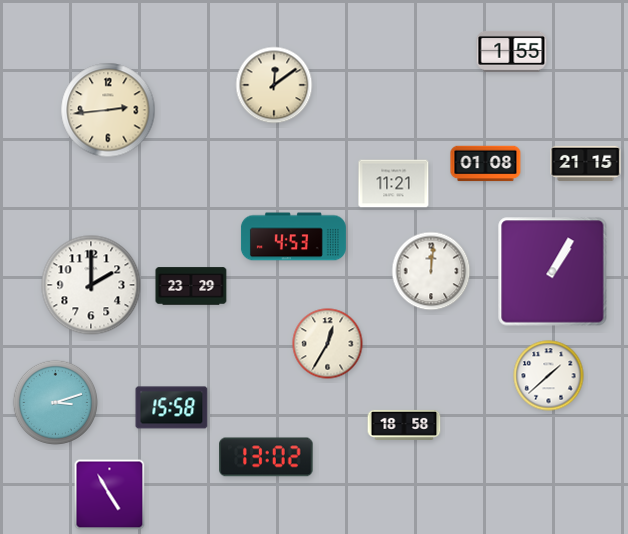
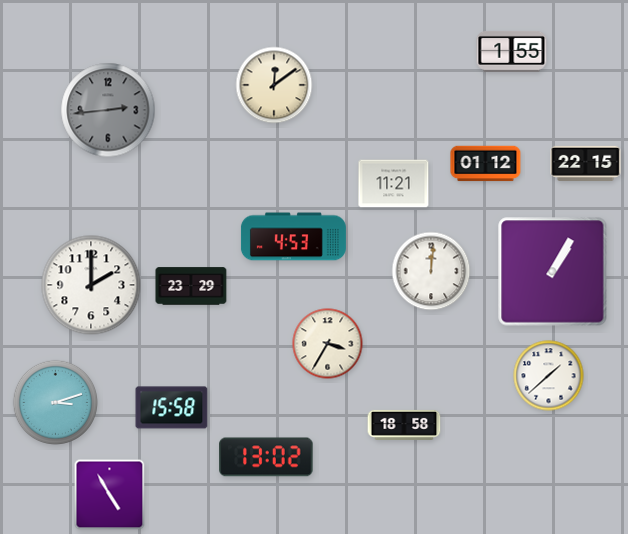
clock at (108, 110) dial: cream -> grey
clock at (586, 163): 21:15 -> 22:15
clock at (486, 164): 01:08 -> 01:12
clock at (328, 344): 12:35 -> 3:35
